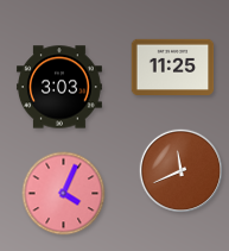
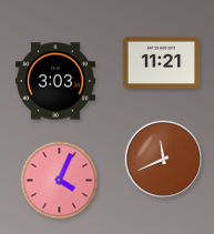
clock at (173, 68): 11:25 -> 11:21
clock at (180, 170) position: (180, 170) -> (163, 159)
